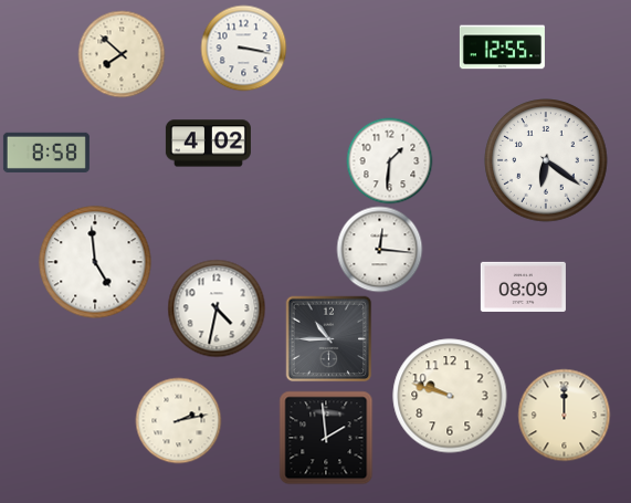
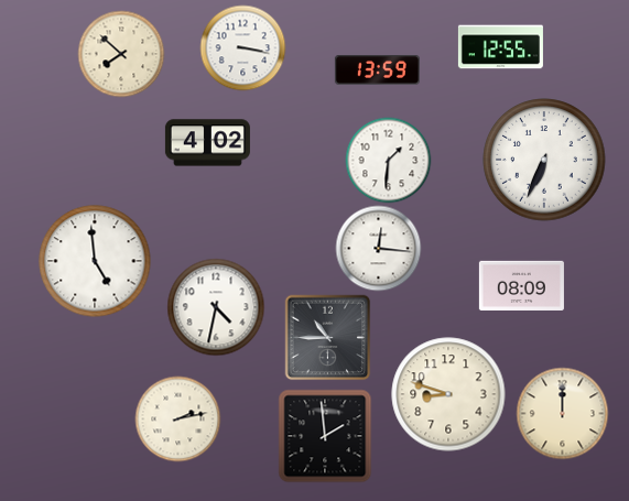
clock at (377, 70): none -> 13:59
clock at (46, 153): 8:58 -> none
clock at (546, 160): 6:21 -> 6:34
clock at (450, 396): 9:48 -> 8:48
